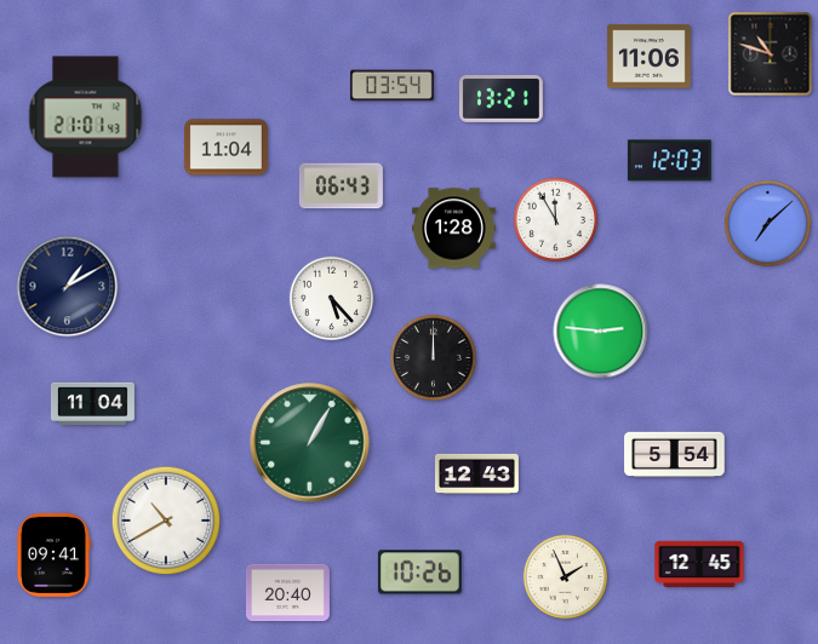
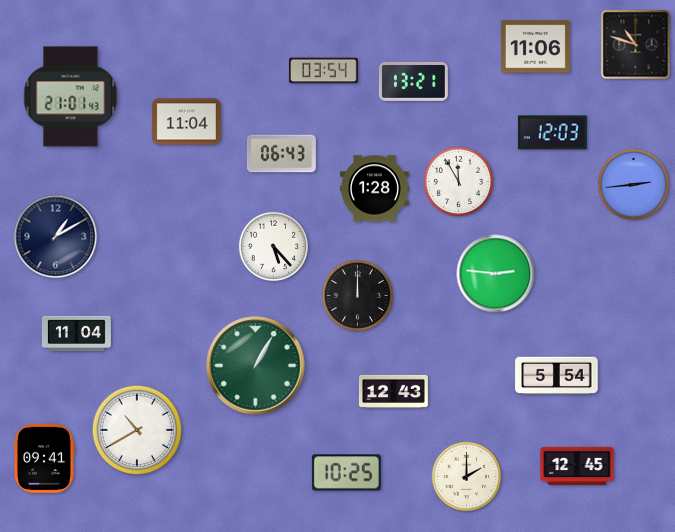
clock at (767, 223): 7:08 -> 2:44
clock at (419, 573): 10:26 -> 10:25
clock at (566, 577): 1:56 -> 2:00
clock at (287, 593): 20:40 -> none
